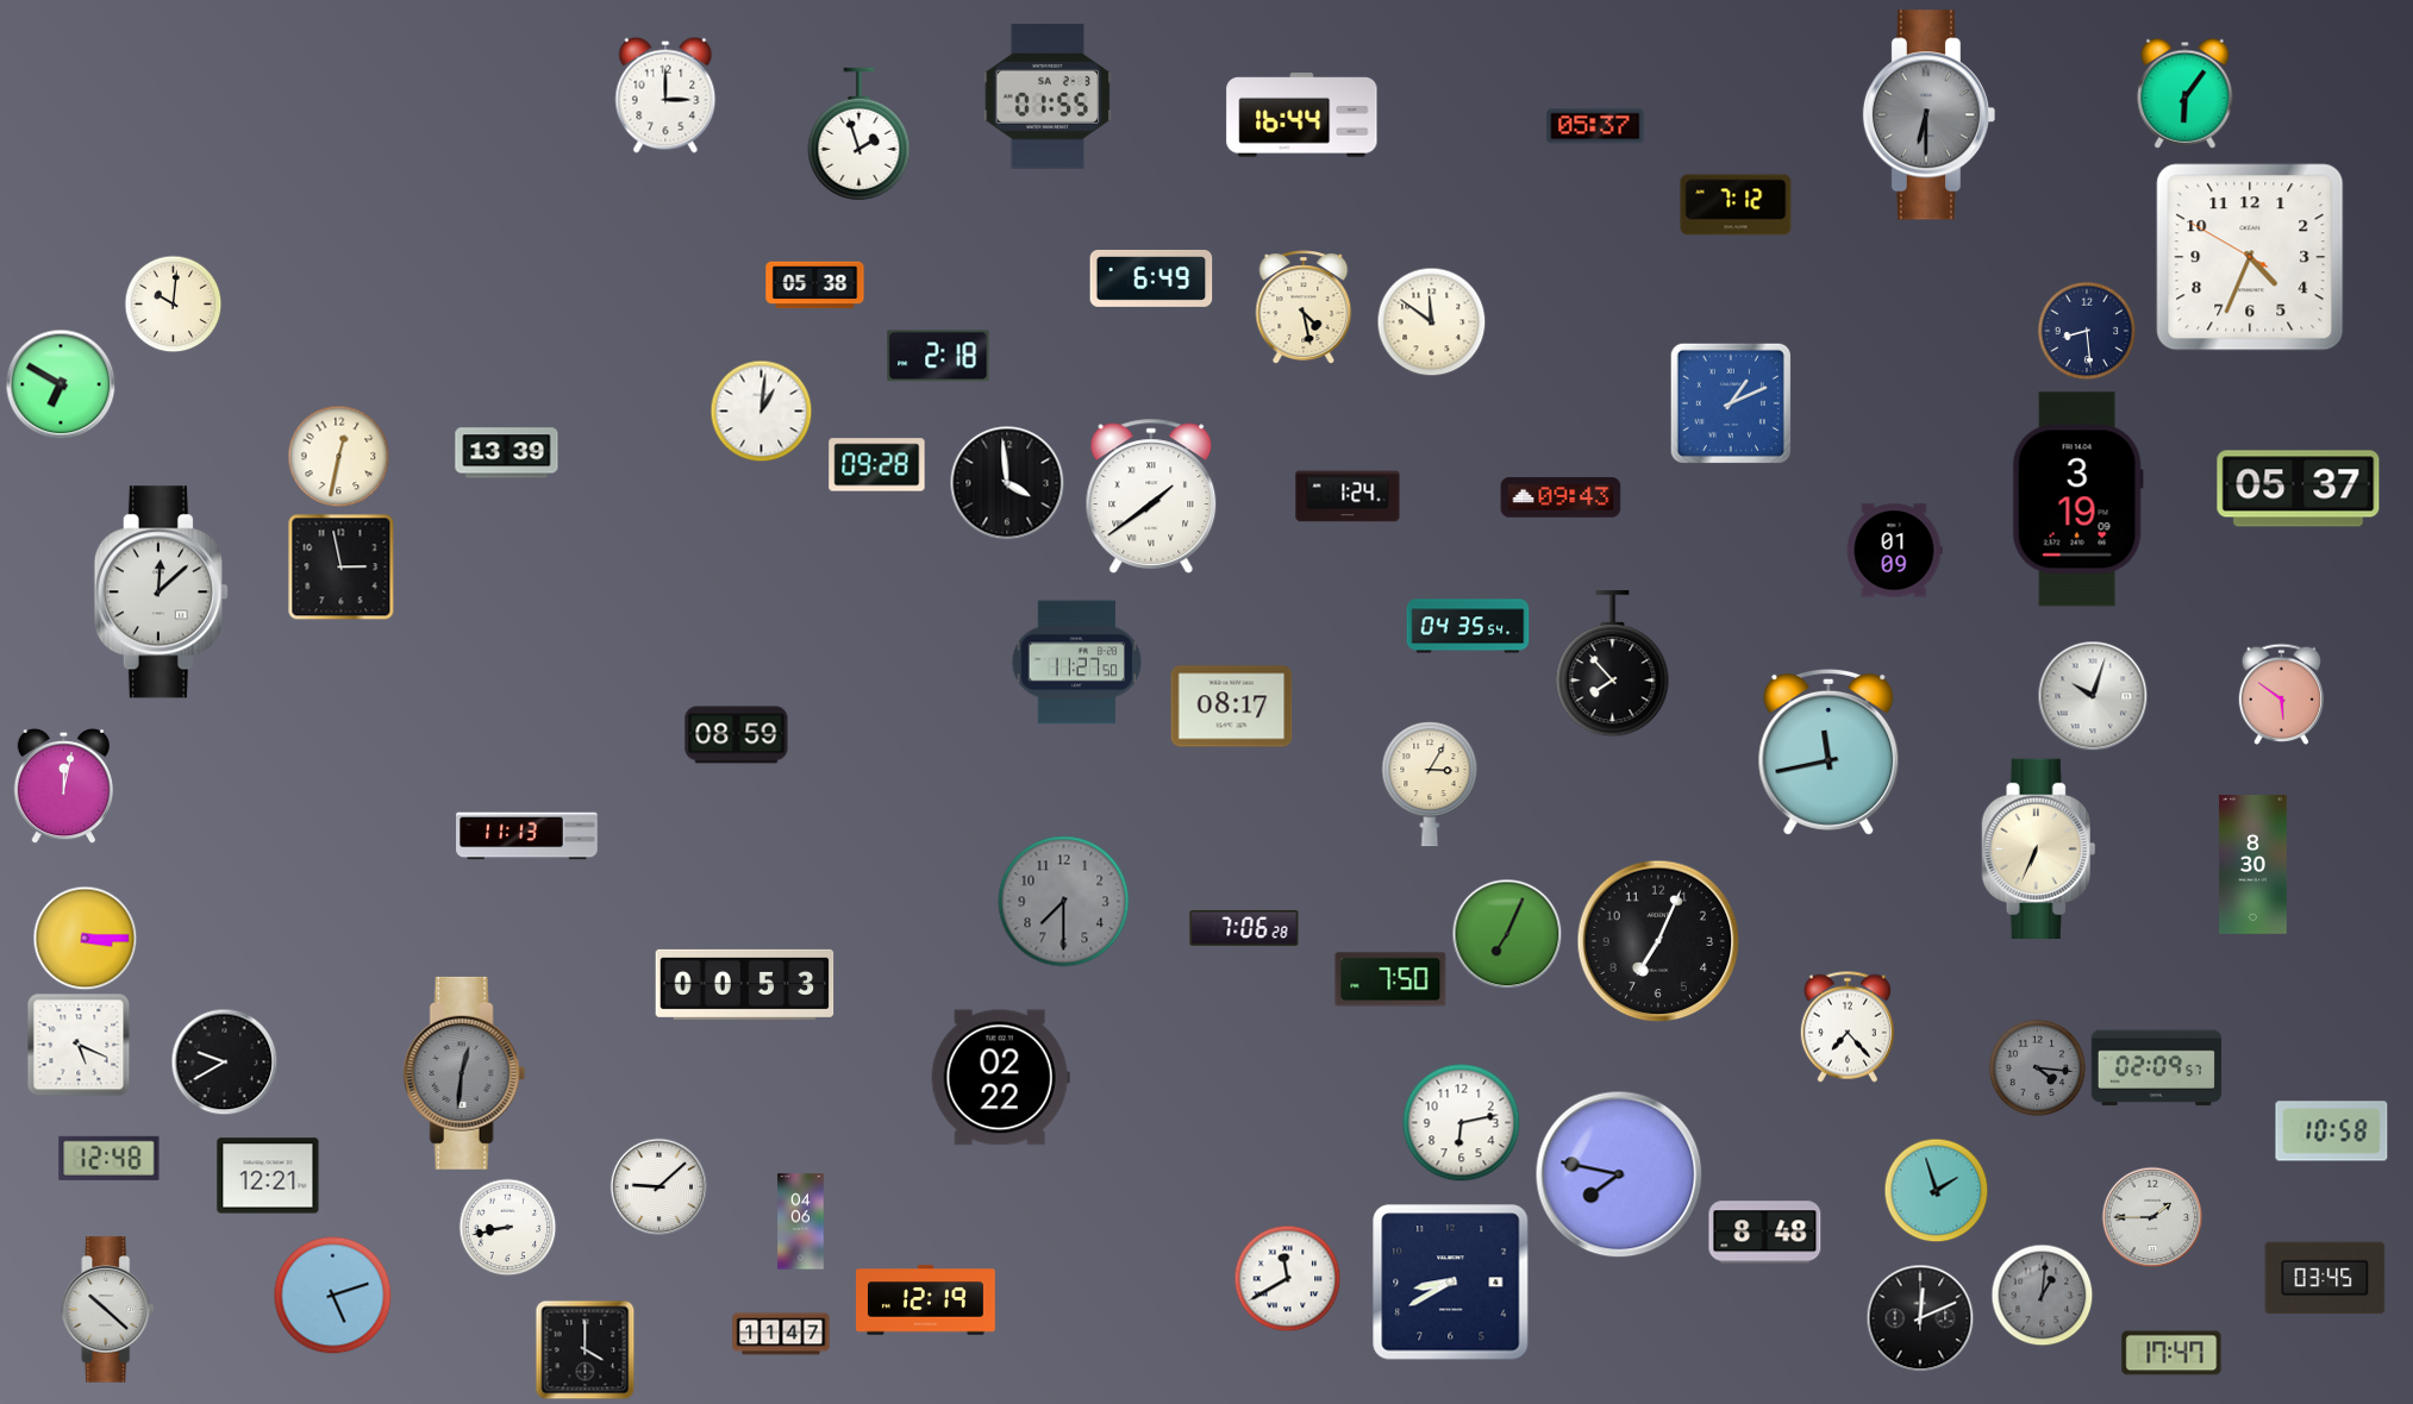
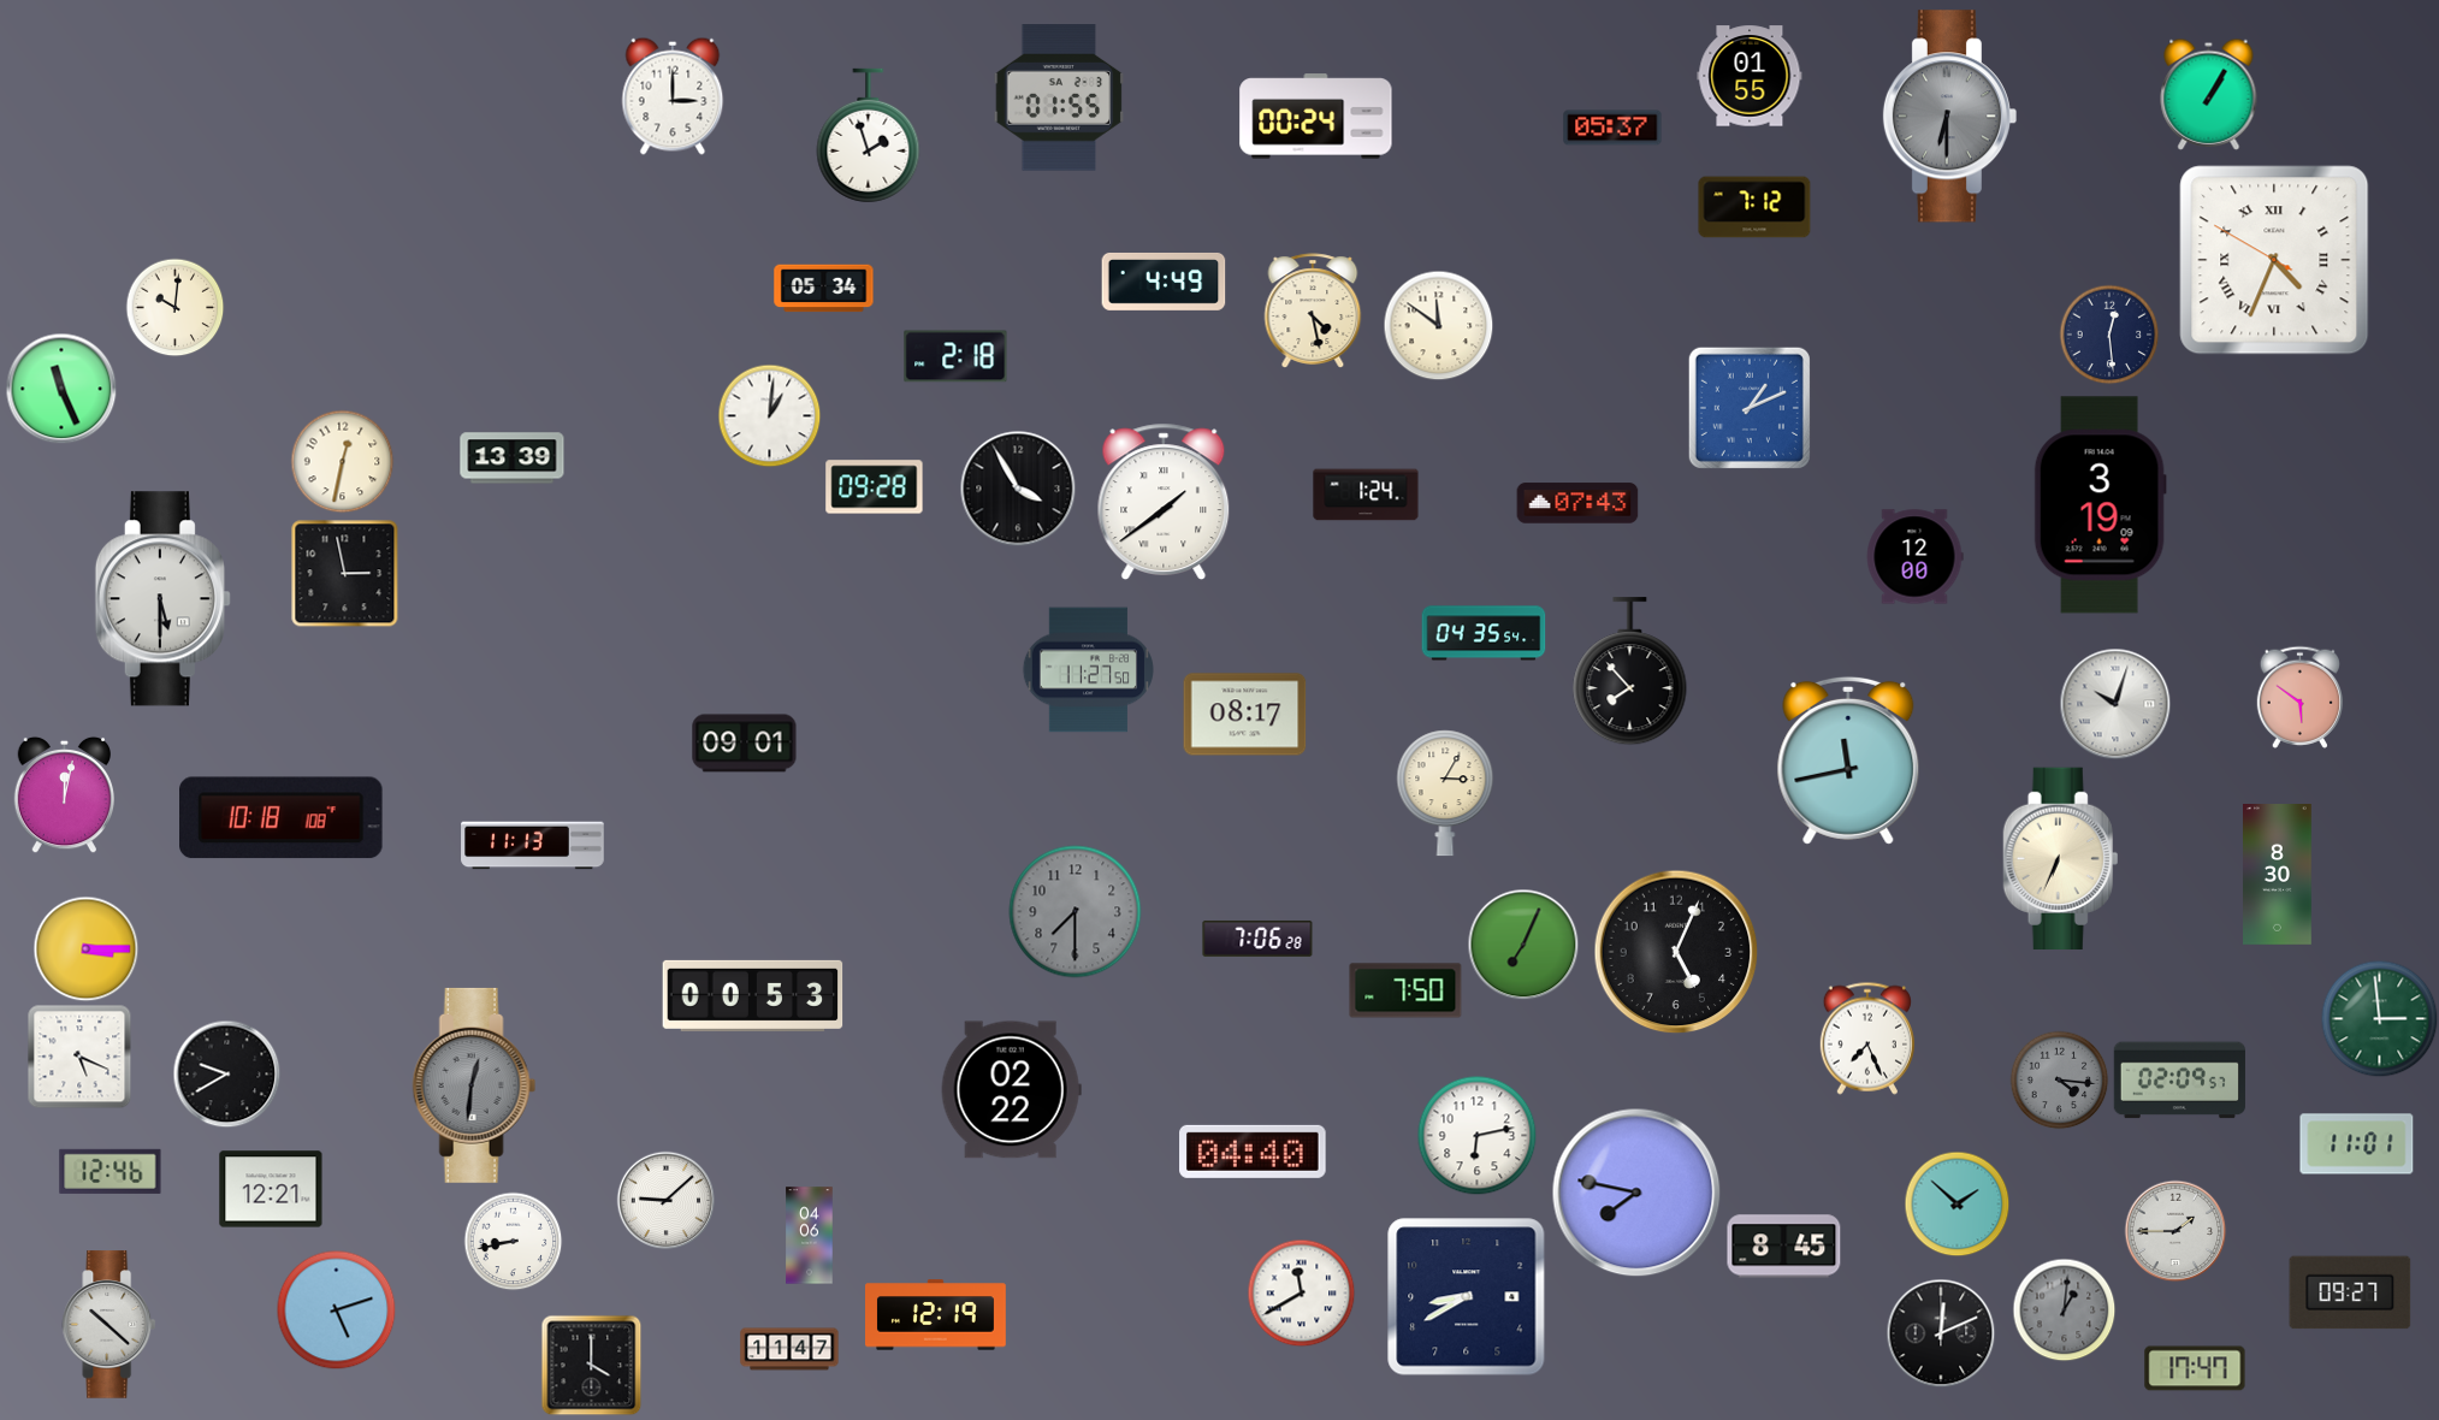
clock at (1750, 76): none -> 01:55
clock at (2186, 93): 6:06 -> 1:05
clock at (1302, 115): 16:44 -> 00:24
clock at (2250, 257) numerals: Arabic -> Roman
clock at (1151, 278): 6:49 -> 4:49
clock at (815, 286): 05:38 -> 05:34
clock at (1304, 307) position: (1304, 307) -> (1313, 310)
clock at (1431, 321) position: (1431, 321) -> (1438, 325)
clock at (2087, 331): 8:29 -> 12:29
clock at (938, 356) position: (938, 356) -> (955, 356)
clock at (61, 384): 6:50 -> 11:26
clock at (877, 465) position: (877, 465) -> (875, 487)
clock at (1007, 483): 3:59 -> 3:55
clock at (2299, 489): 05:37 -> none
clock at (1348, 496) position: (1348, 496) -> (1366, 495)
clock at (1561, 497): 09:43 -> 07:43
clock at (1894, 551): 01:09 -> 12:00
clock at (161, 593): 12:08 -> 5:30
clock at (2281, 694) position: (2281, 694) -> (2299, 697)
clock at (737, 735): 08:59 -> 09:01
clock at (282, 818): none -> 10:18
clock at (1658, 941): 7:04 -> 5:04
clock at (2379, 1018): none -> 2:59
clock at (1846, 1027): 7:23 -> 7:26
clock at (464, 1073) position: (464, 1073) -> (474, 1085)
clock at (2332, 1132): 10:58 -> 11:01
clock at (1253, 1152): none -> 04:40
clock at (110, 1158): 12:48 -> 12:46
clock at (1619, 1174) position: (1619, 1174) -> (1636, 1193)
clock at (1936, 1190): 1:57 -> 1:52
clock at (1765, 1233): 8:48 -> 8:45
clock at (2325, 1278): 03:45 -> 09:27
